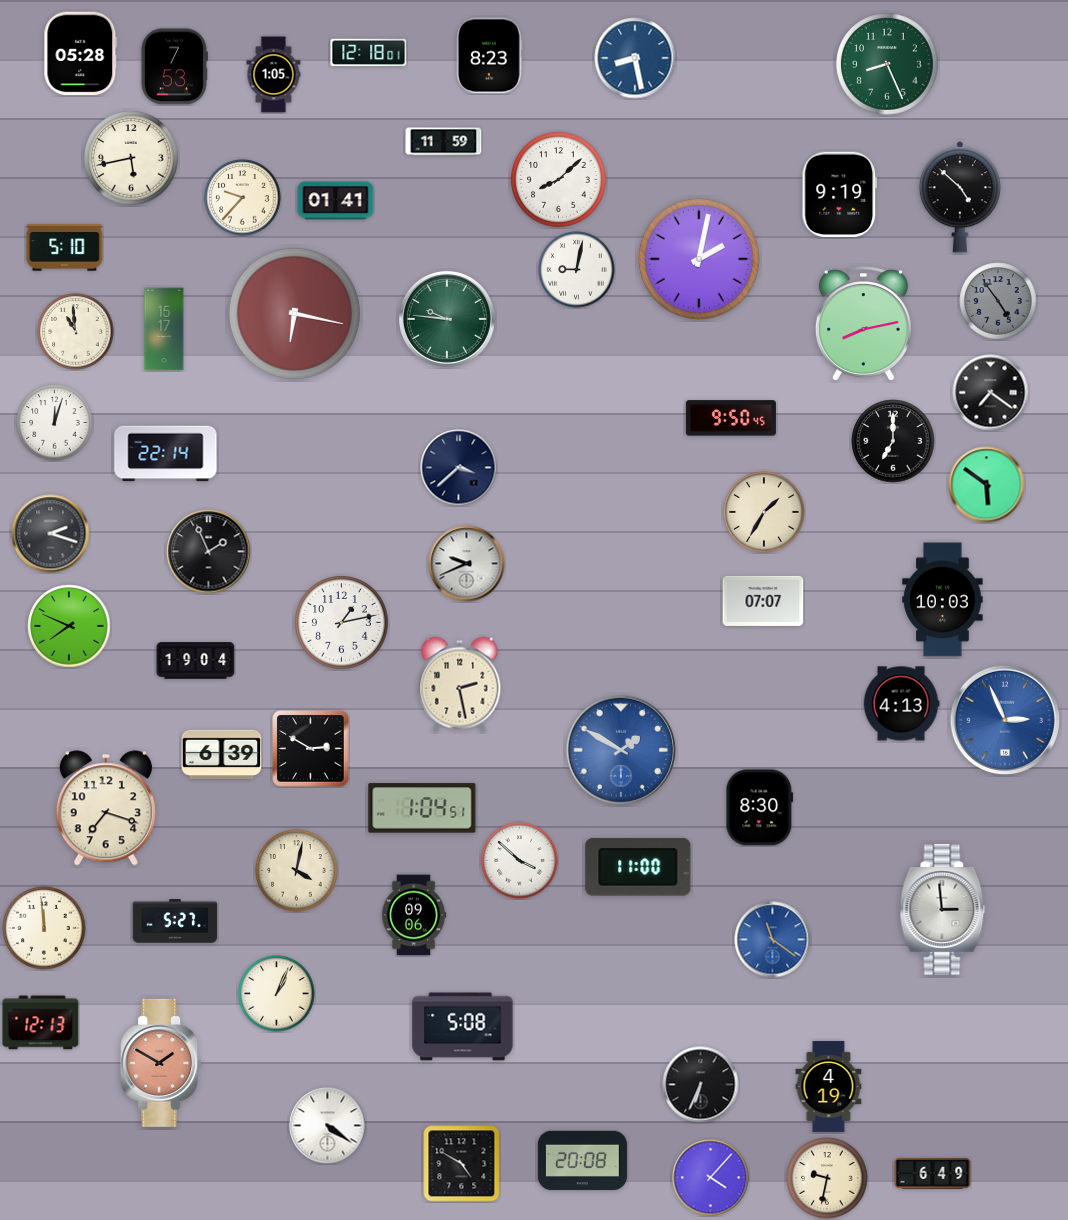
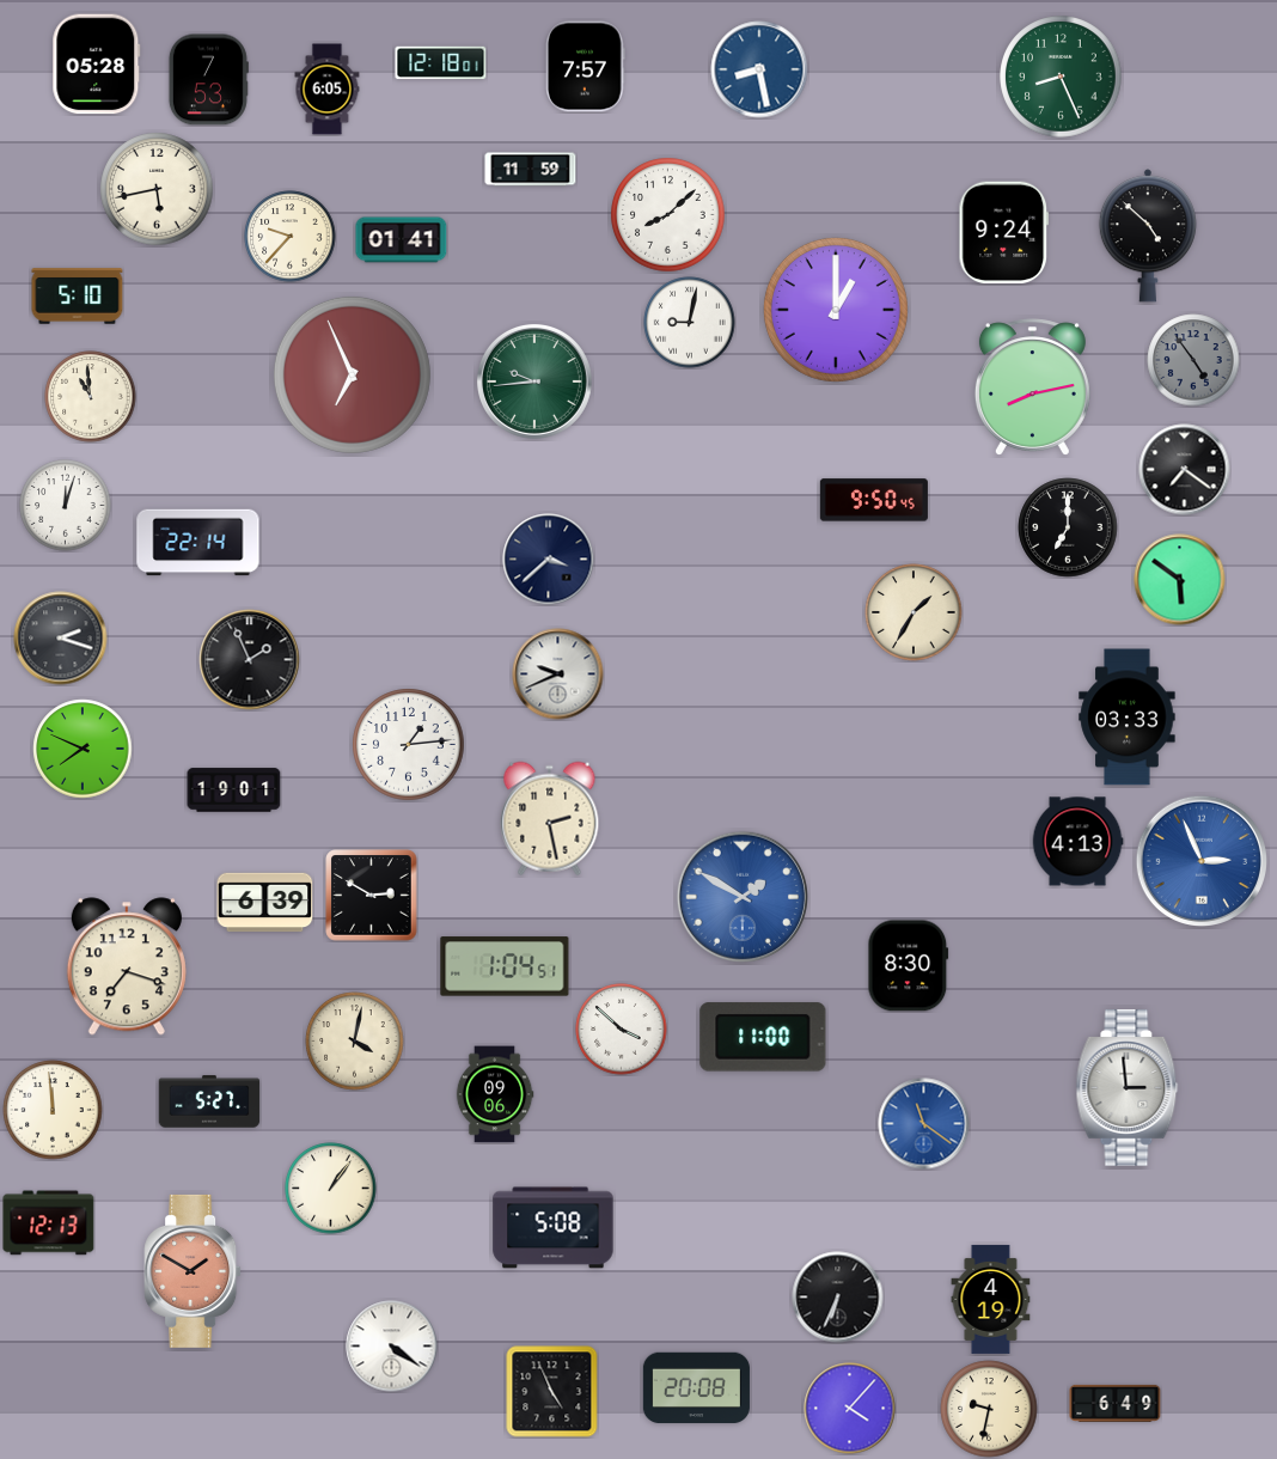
clock at (490, 56): 8:23 -> 7:57
clock at (274, 75): 1:05 -> 6:05
clock at (840, 195): 9:19 -> 9:24
clock at (699, 259): 2:02 -> 1:00
clock at (294, 313): 6:17 -> 6:56
clock at (447, 319): 9:46 -> 9:44
clock at (164, 329): 15:17 -> none
clock at (943, 600): 10:03 -> 03:33
clock at (763, 601): 07:07 -> none
clock at (342, 623): 1:13 -> 1:14
clock at (196, 661): 19:04 -> 19:01
clock at (277, 994): 1:04 -> 1:06
clock at (462, 1164): 4:50 -> 4:56
